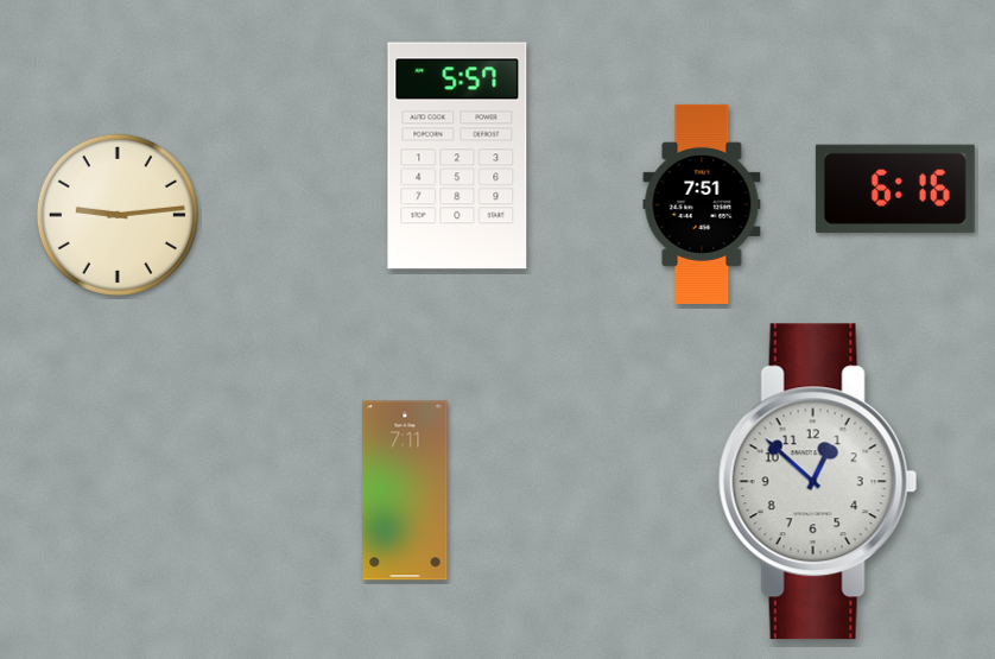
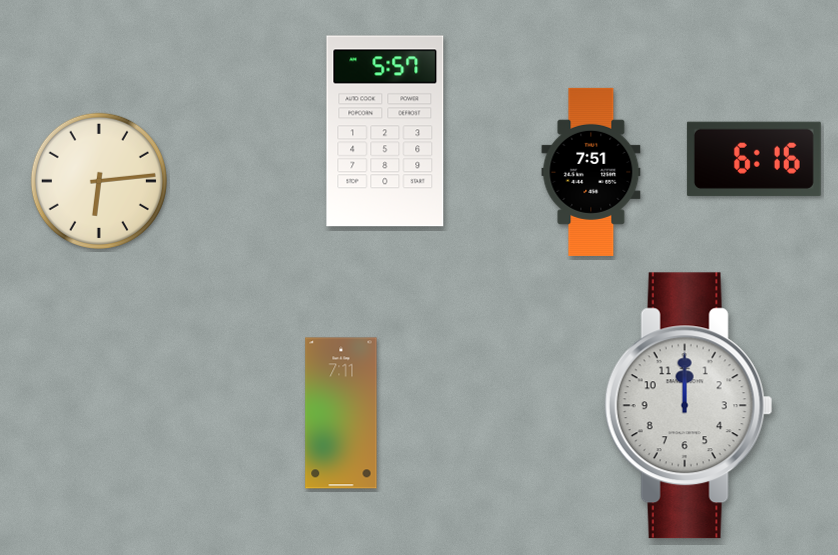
clock at (118, 215): 9:14 -> 6:14
clock at (817, 482): 12:52 -> 12:00
